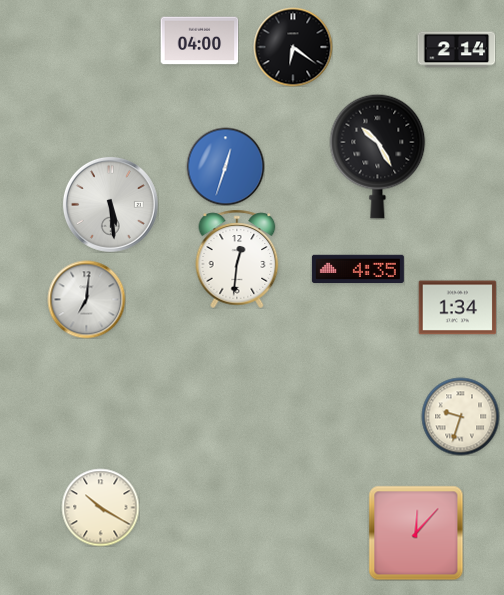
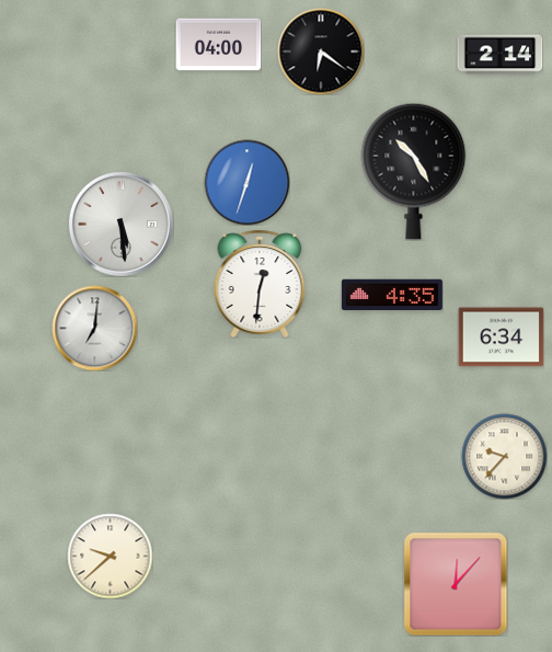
clock at (457, 308): 1:34 -> 6:34
clock at (460, 416): 9:33 -> 9:37
clock at (100, 507): 10:20 -> 9:38
